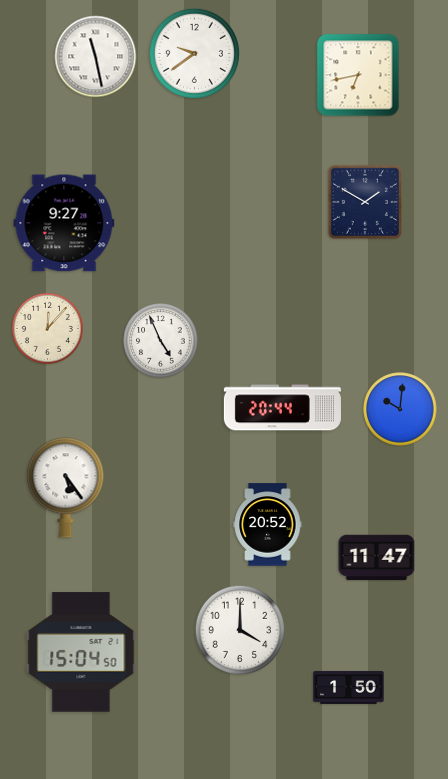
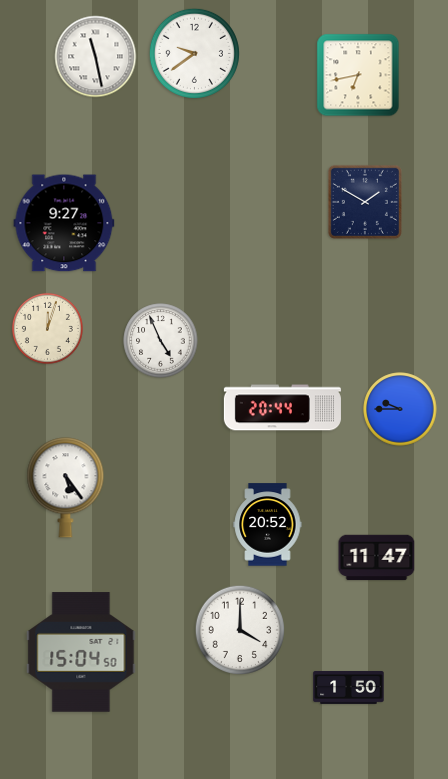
clock at (47, 328): 12:07 -> 12:03
clock at (400, 409): 10:01 -> 9:45
